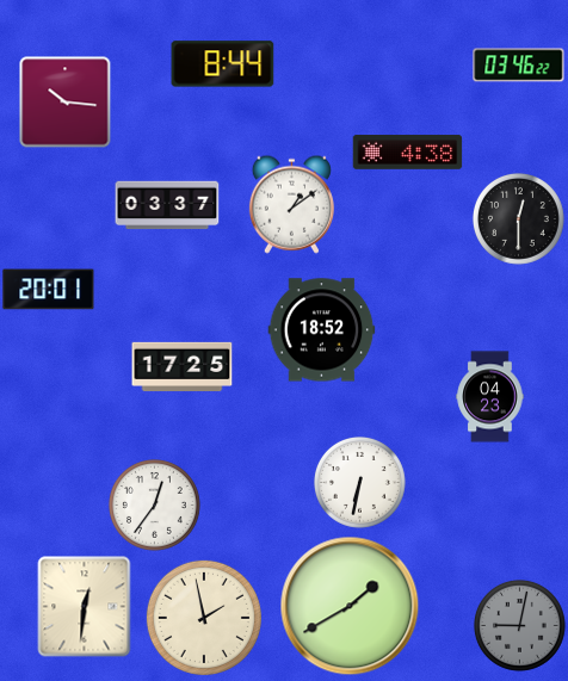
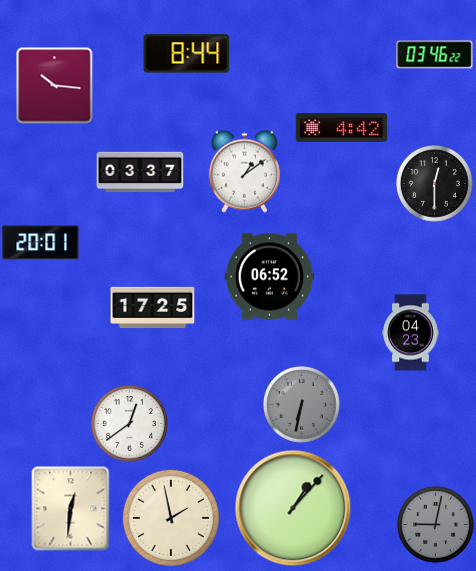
clock at (408, 153): 4:38 -> 4:42
clock at (322, 330): 18:52 -> 06:52
clock at (360, 483) dial: white -> grey
clock at (155, 506): 12:36 -> 12:39
clock at (350, 606): 1:40 -> 1:07
